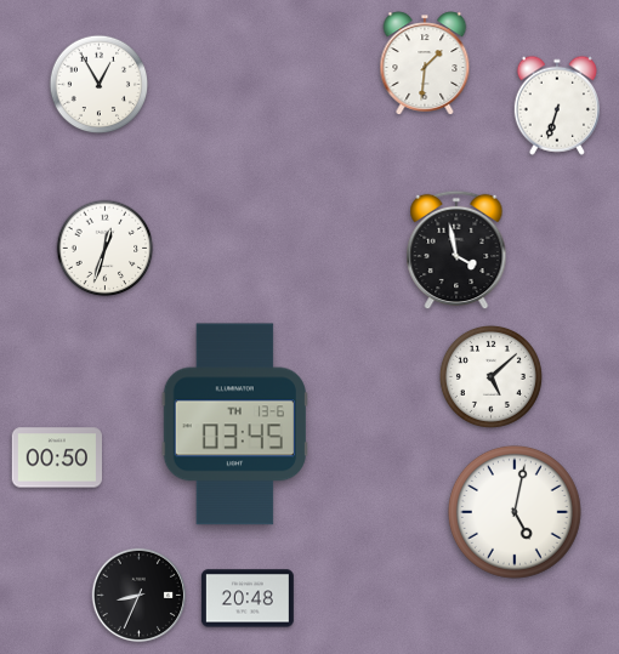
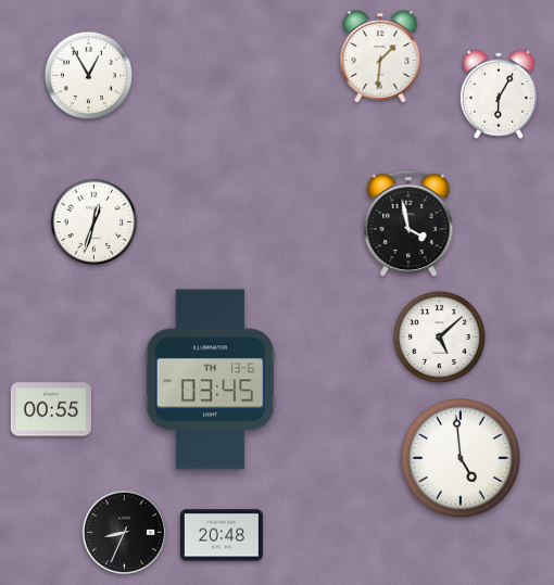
clock at (557, 106): 6:33 -> 6:05
clock at (56, 457): 00:50 -> 00:55
clock at (515, 512): 5:02 -> 4:59
